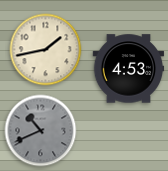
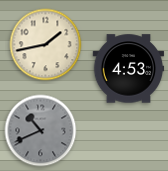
clock at (46, 50) position: (46, 50) -> (46, 45)
